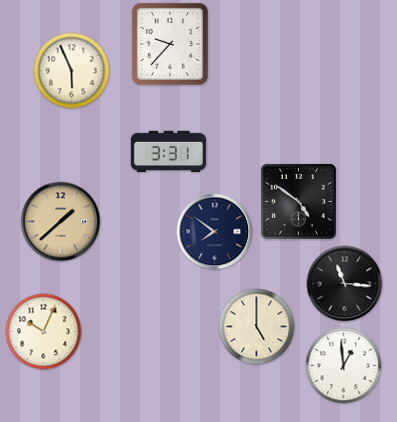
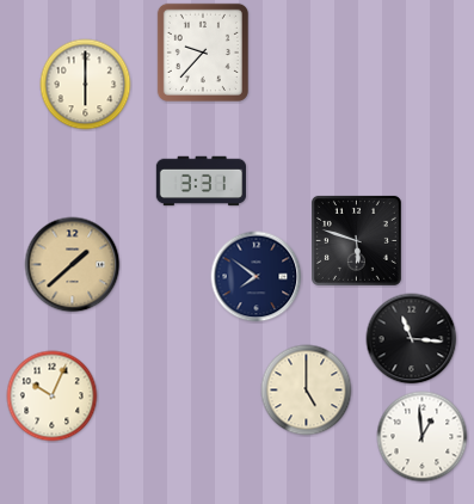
clock at (72, 71): 5:56 -> 6:00
clock at (298, 201): 4:51 -> 5:48
clock at (344, 366) position: (344, 366) -> (423, 437)
